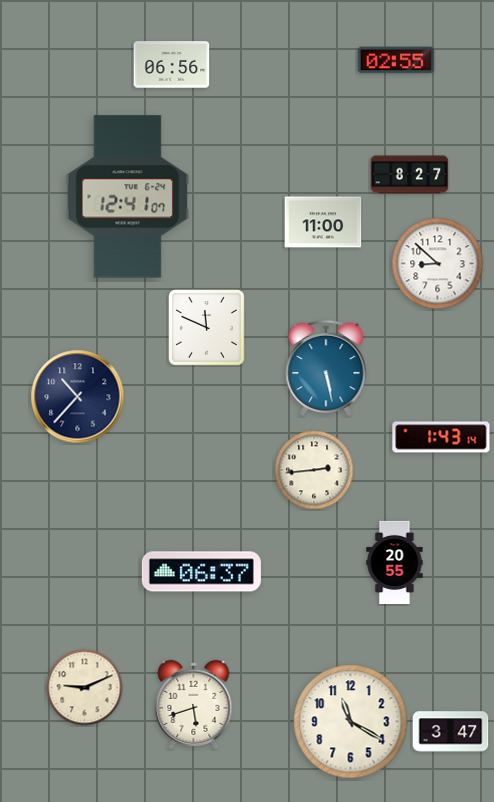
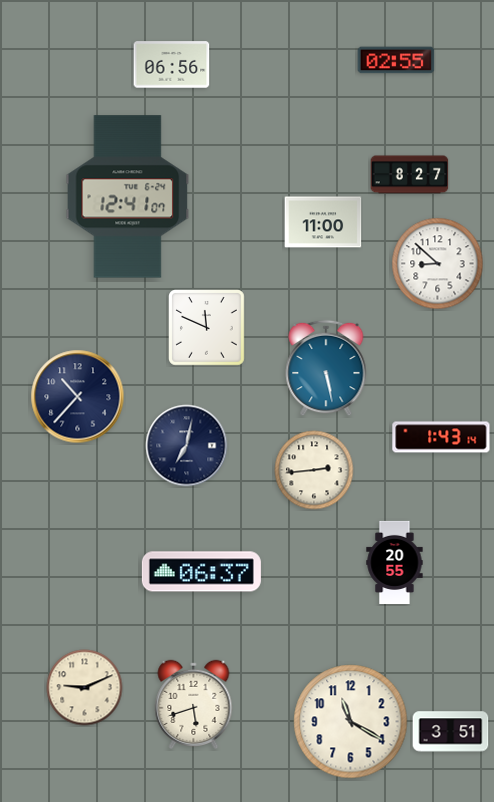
clock at (187, 446): none -> 7:02
clock at (451, 732): 3:47 -> 3:51
